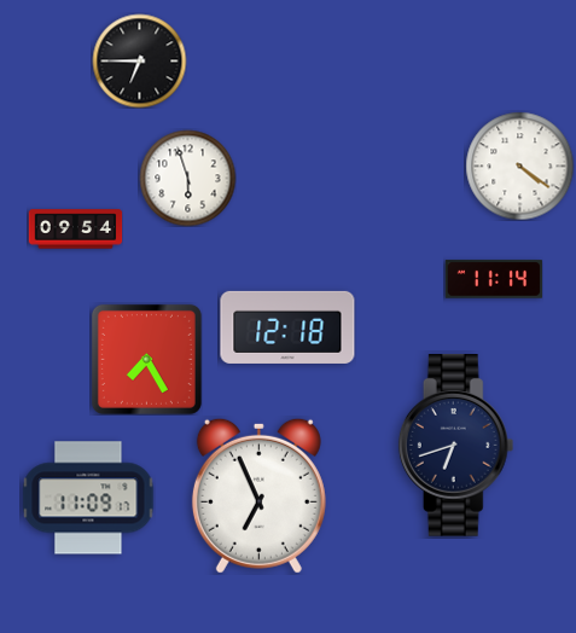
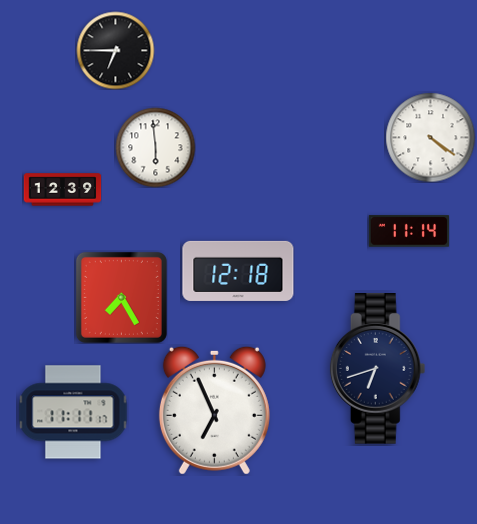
clock at (187, 178): 5:57 -> 5:59
clock at (75, 230): 09:54 -> 12:39
clock at (88, 498): 11:09 -> 11:11
